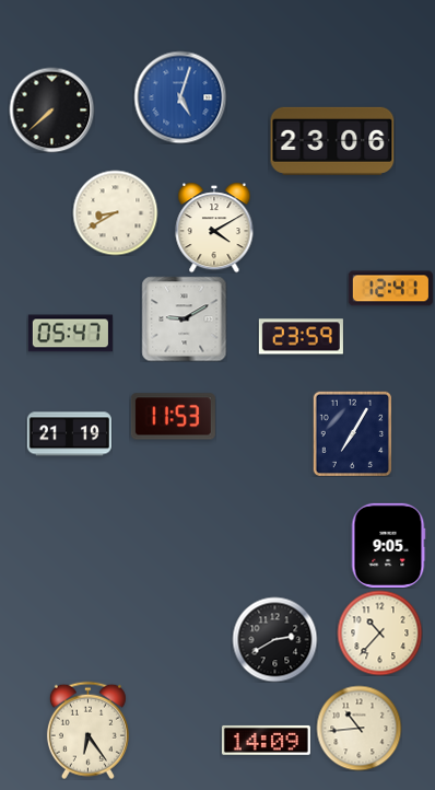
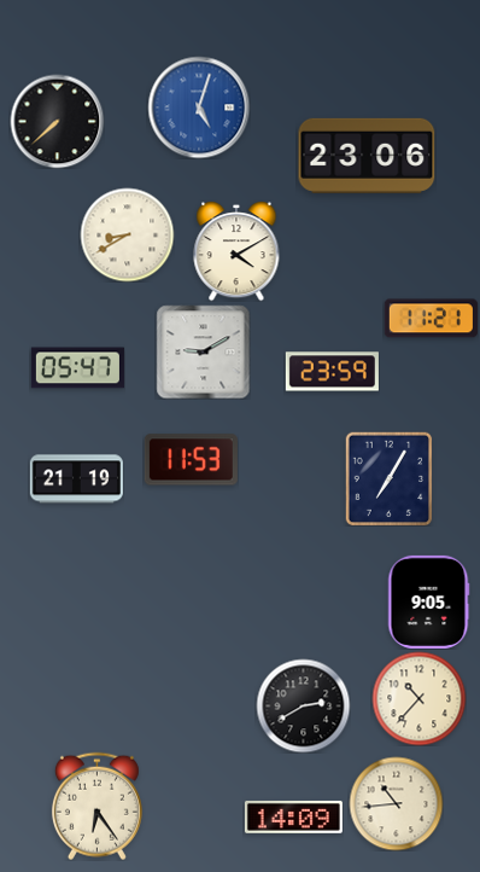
clock at (390, 289): 12:41 -> 11:21
